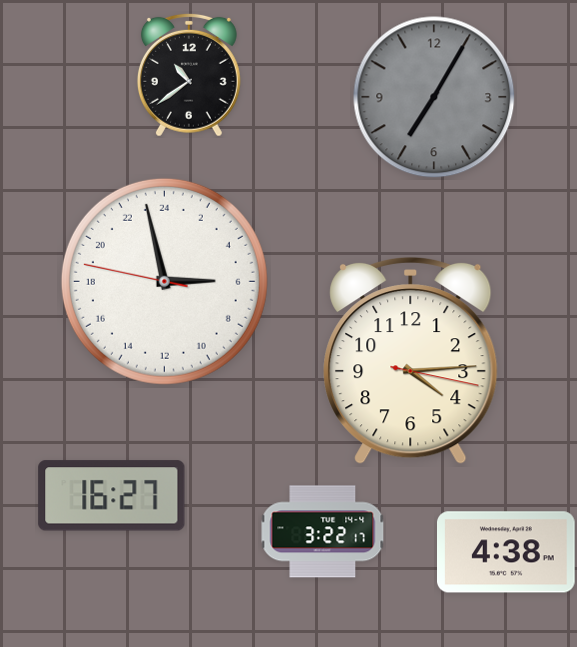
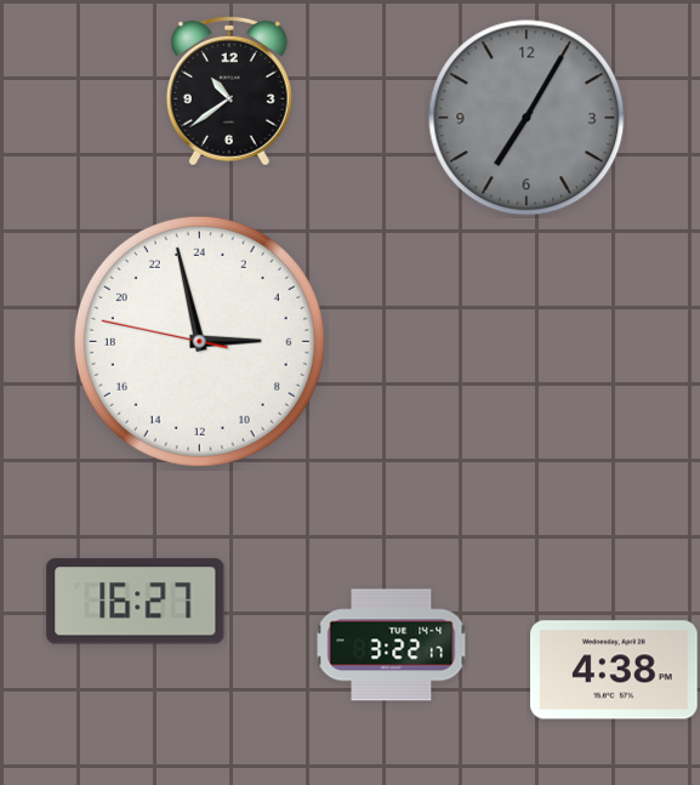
clock at (411, 360): 4:14 -> none
